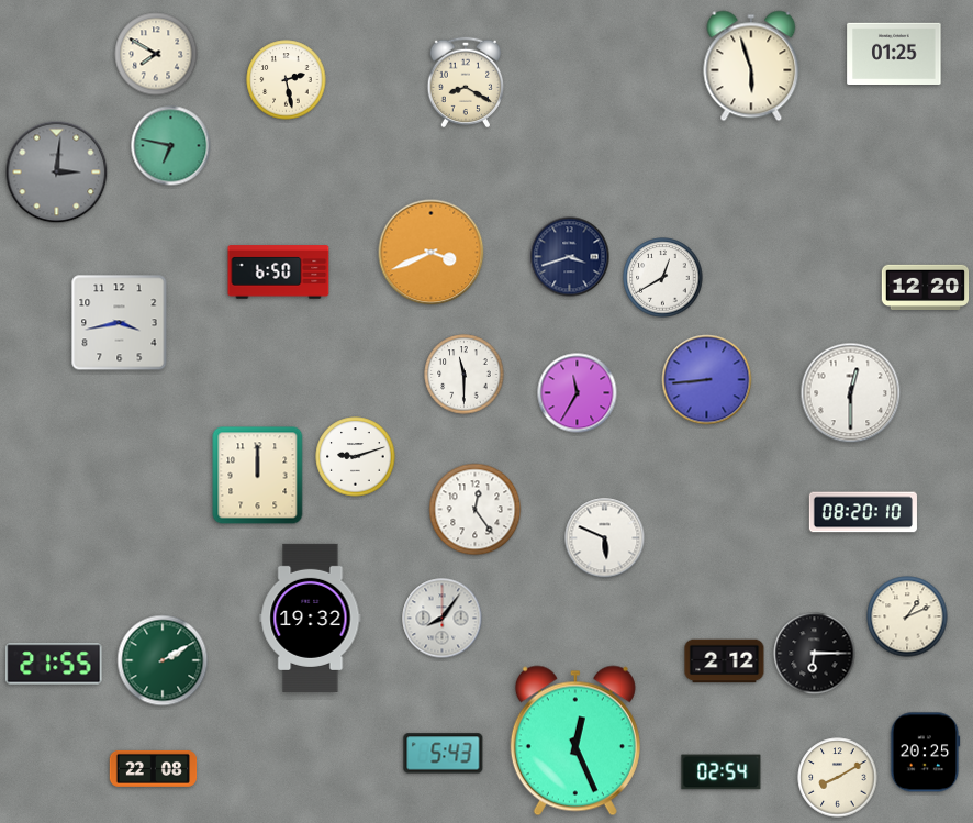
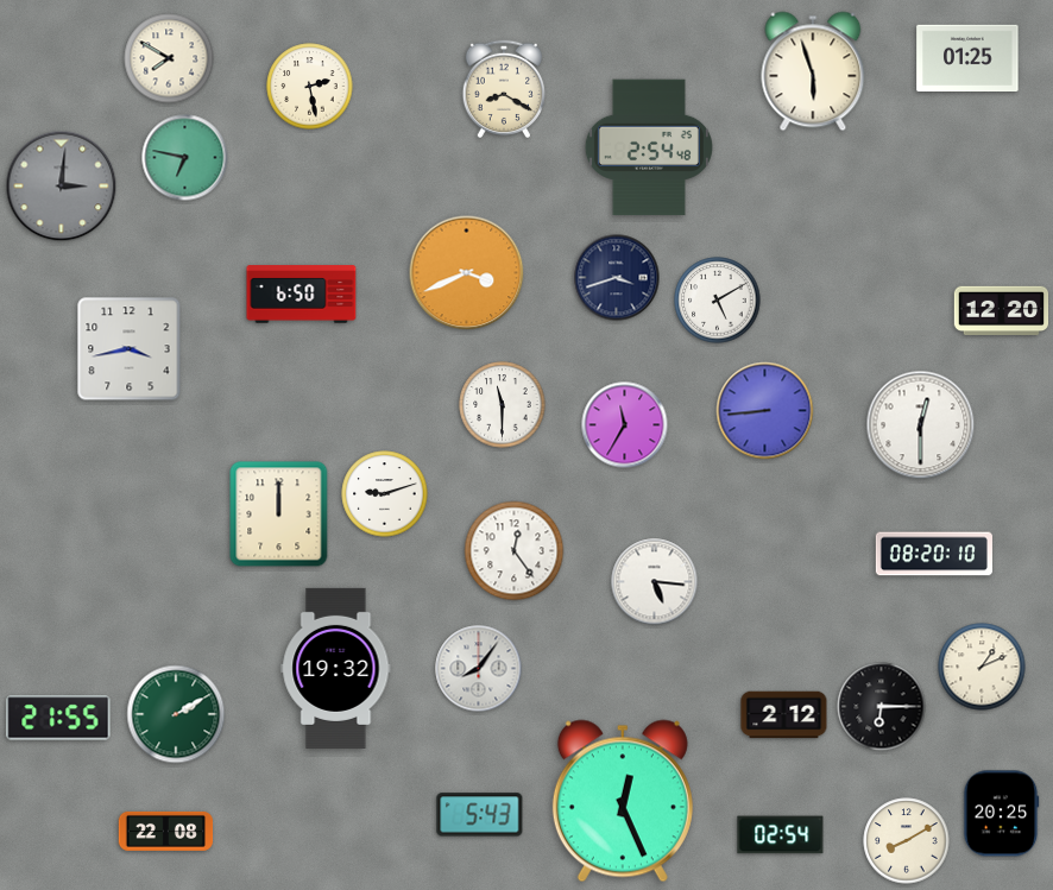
clock at (649, 147): none -> 2:54
clock at (663, 278): 12:40 -> 5:10
clock at (605, 538): 5:49 -> 5:16
